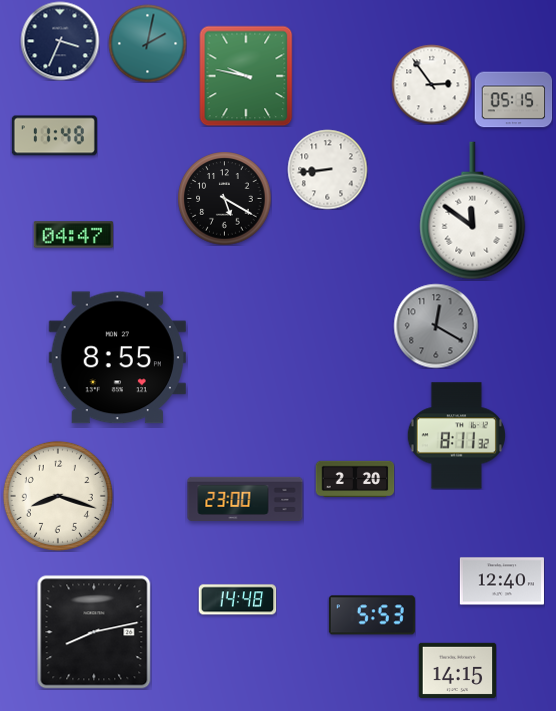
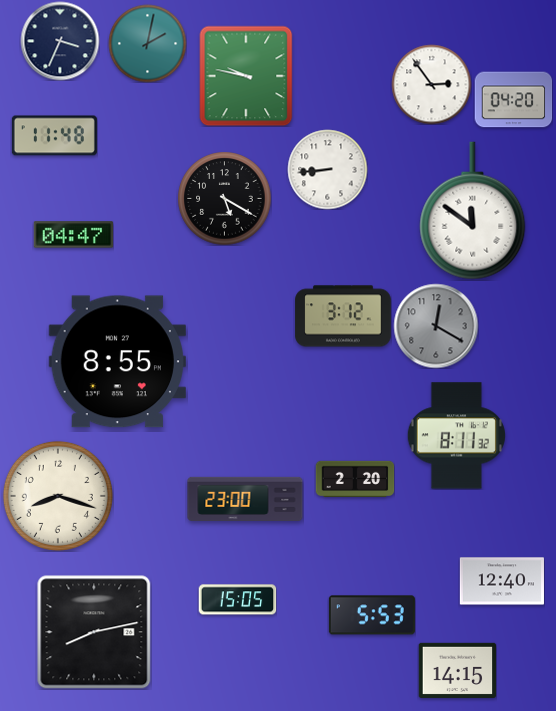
clock at (513, 100): 05:15 -> 04:20
clock at (343, 316): none -> 3:12
clock at (117, 358) position: (117, 358) -> (117, 362)
clock at (237, 600): 14:48 -> 15:05
